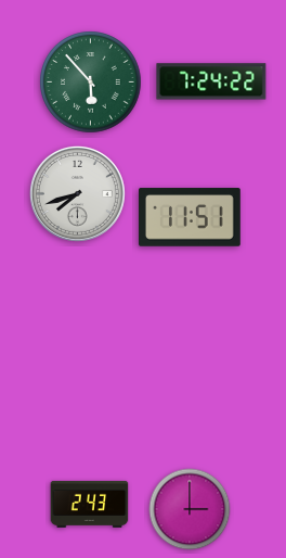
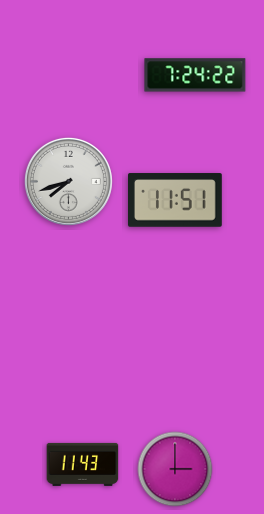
clock at (91, 83): 5:53 -> none
clock at (77, 193) position: (77, 193) -> (68, 181)
clock at (90, 504): 2:43 -> 11:43
